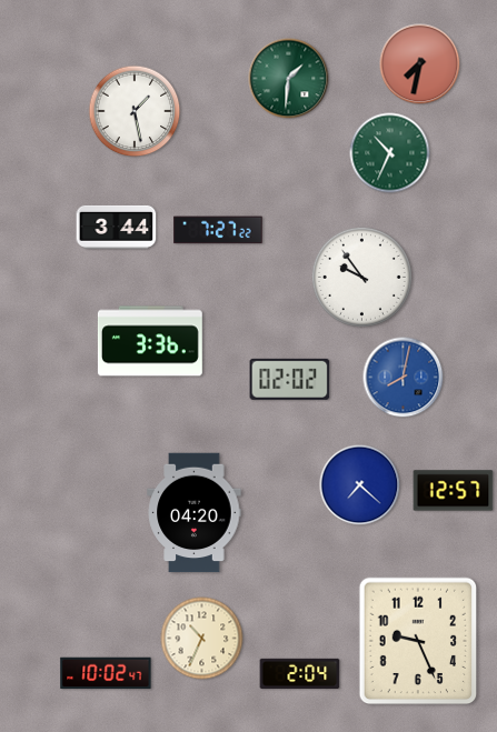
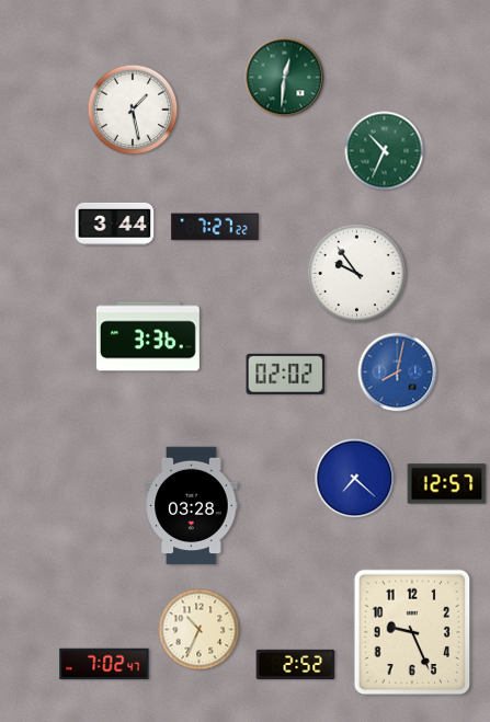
clock at (420, 64): 7:32 -> none
clock at (289, 79): 1:31 -> 12:31
clock at (195, 513): 04:20 -> 03:28
clock at (106, 673): 10:02 -> 7:02
clock at (300, 673): 2:04 -> 2:52
